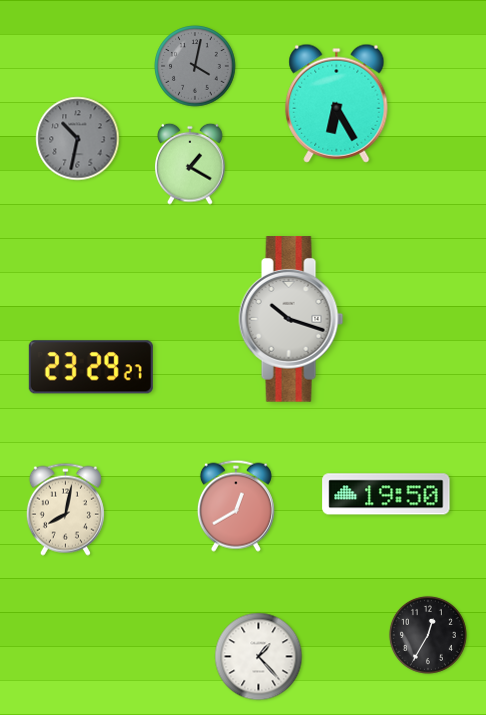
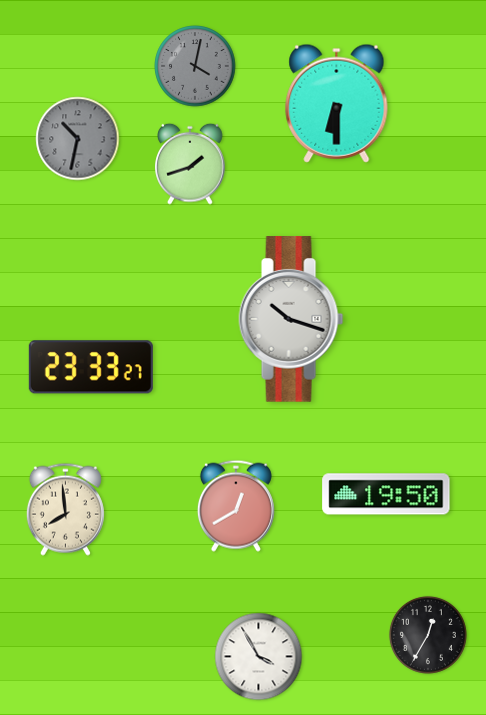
clock at (337, 103): 6:25 -> 6:30
clock at (190, 164): 1:20 -> 1:42
clock at (91, 367): 23:29 -> 23:33
clock at (65, 509): 8:02 -> 7:59
clock at (259, 657): 1:23 -> 3:55
